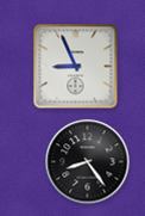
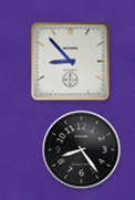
clock at (76, 67): 8:56 -> 8:53
